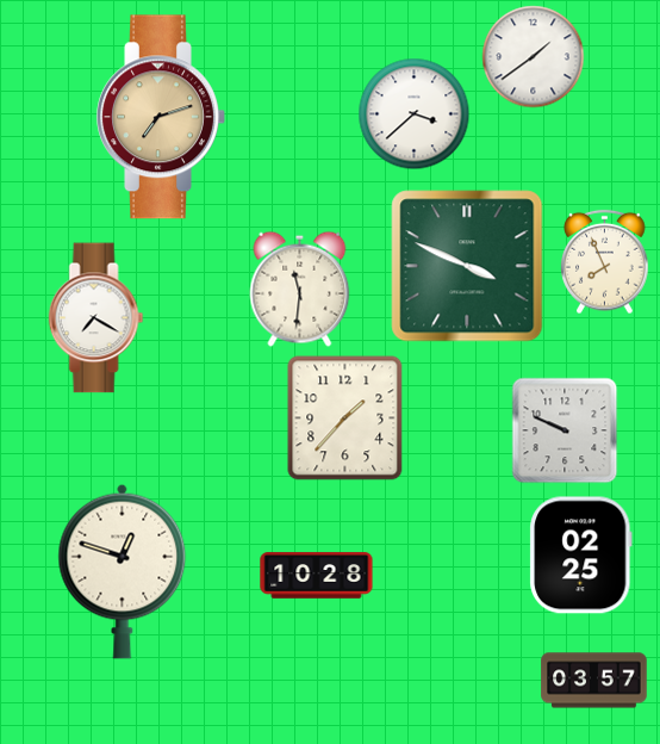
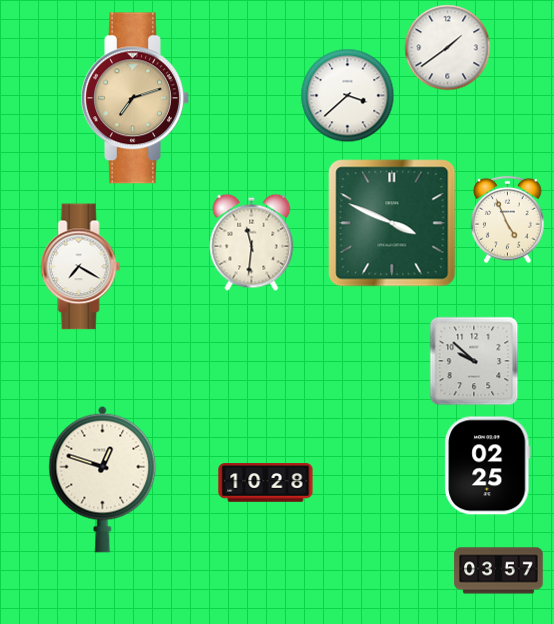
clock at (605, 262): 7:56 -> 4:56
clock at (345, 418): 1:37 -> none
clock at (565, 430): 9:49 -> 9:52
